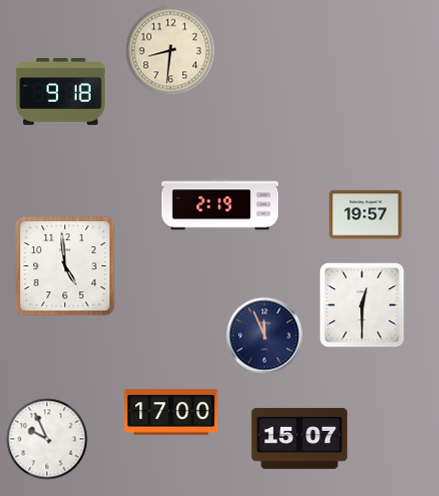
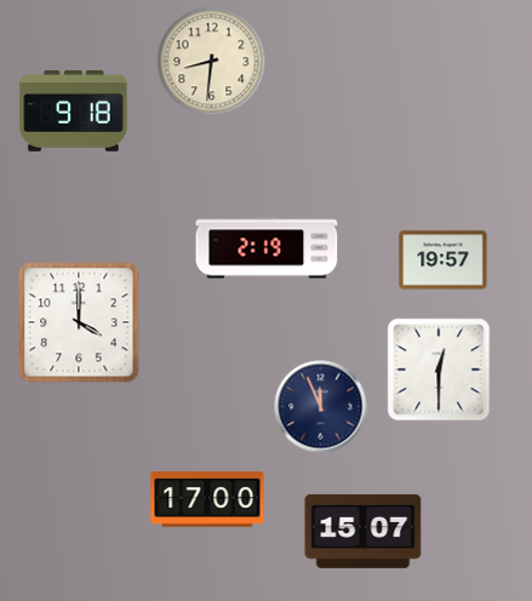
clock at (171, 51) position: (171, 51) -> (212, 62)
clock at (65, 266): 4:59 -> 4:00
clock at (47, 439): 9:56 -> none
